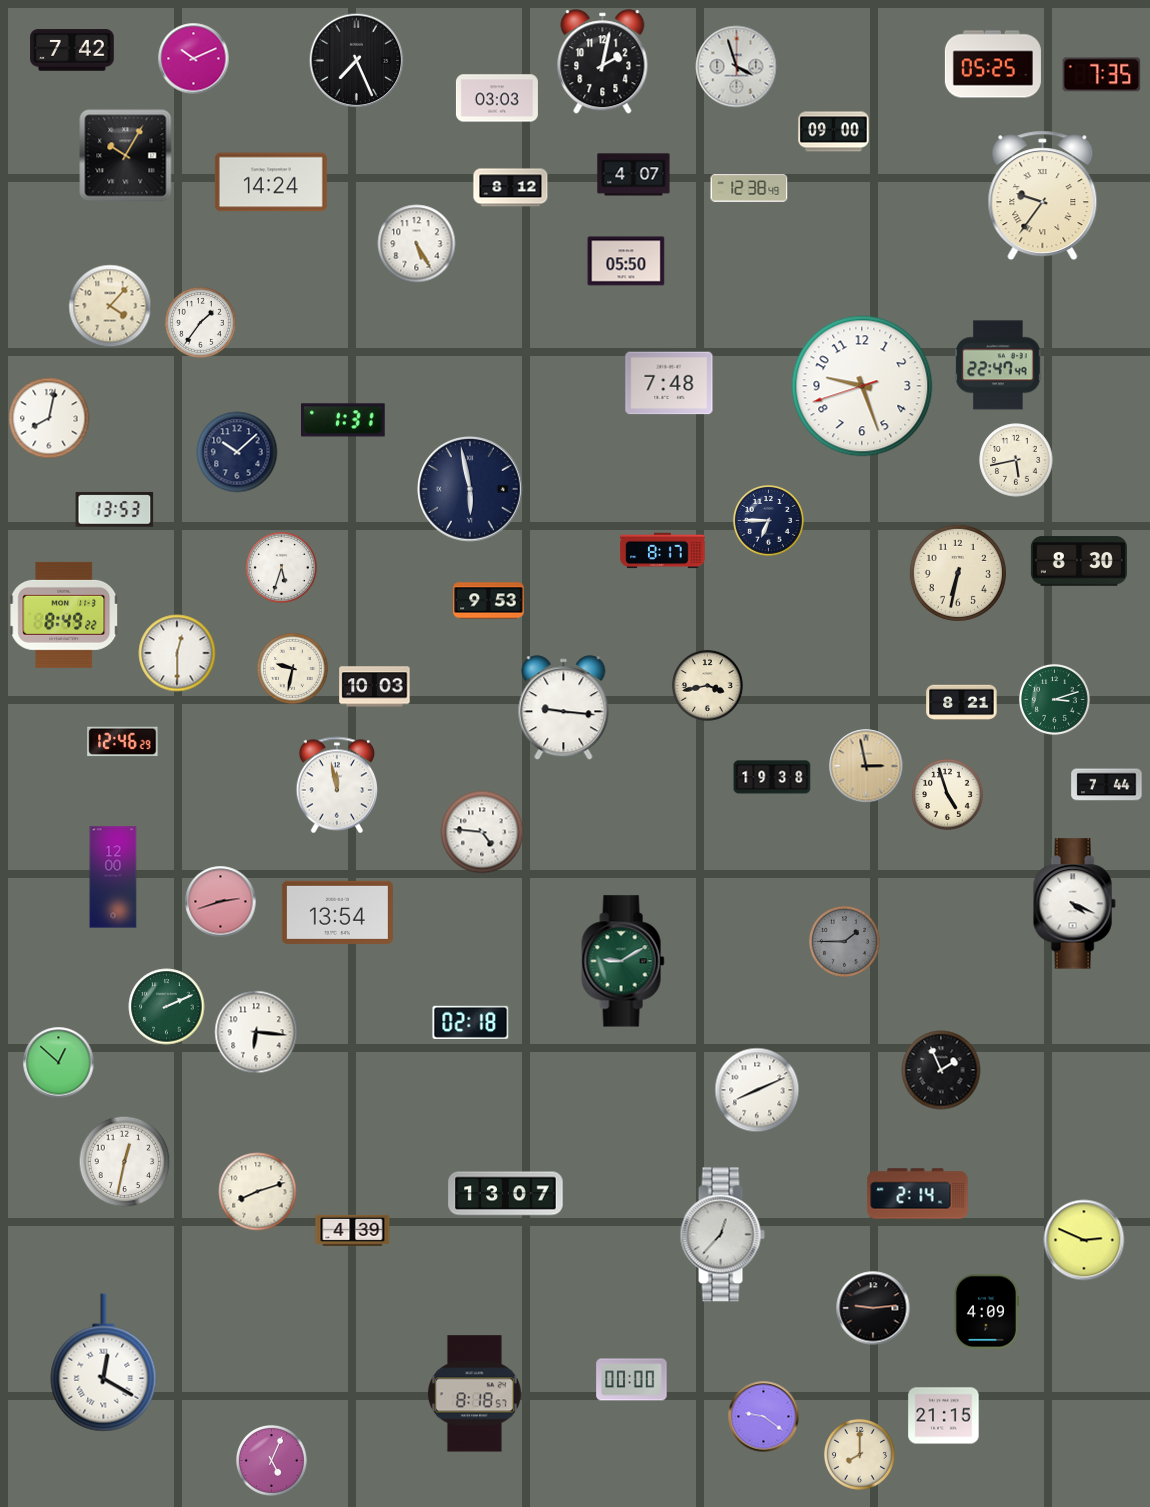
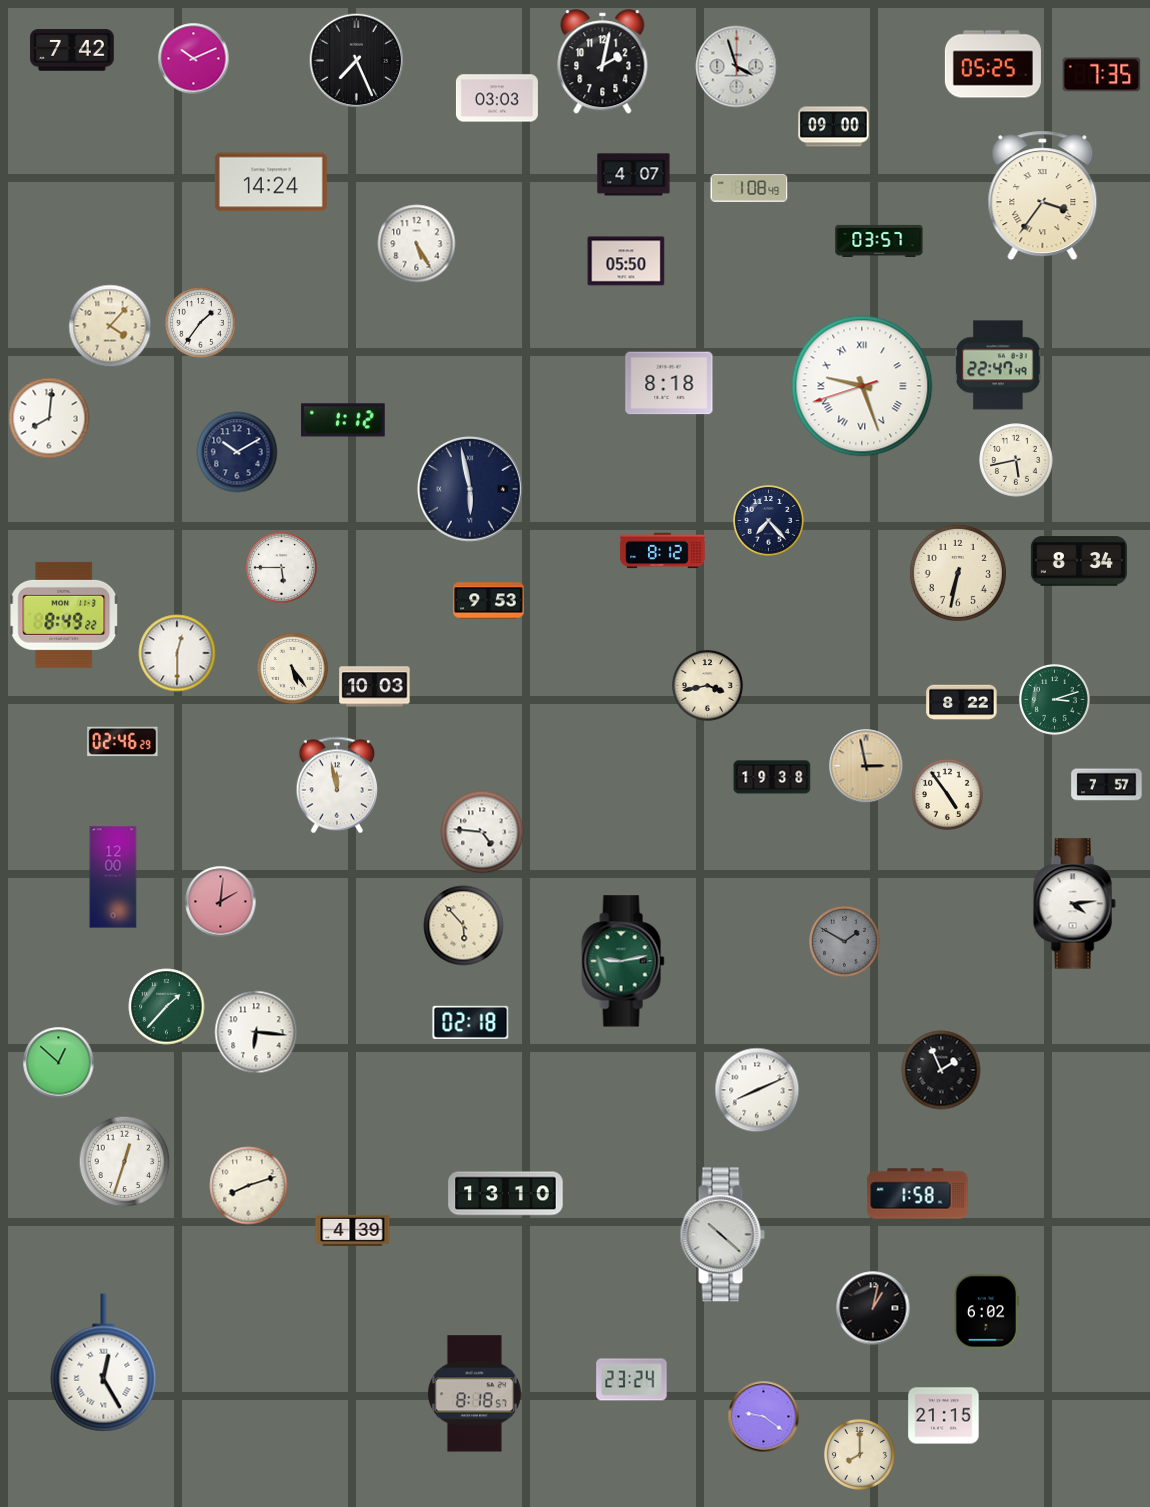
clock at (834, 132) position: (834, 132) -> (834, 127)
clock at (126, 156): 10:05 -> none
clock at (511, 188): 8:12 -> none
clock at (749, 188): 12:38 -> 1:08
clock at (1043, 196): 9:36 -> 3:36
clock at (879, 241): none -> 03:57
clock at (110, 306) position: (110, 306) -> (110, 326)
clock at (669, 383): 7:48 -> 8:18
clock at (862, 386) numerals: Arabic -> Roman
clock at (49, 418): 8:02 -> 8:01
clock at (344, 420): 1:31 -> 1:12
clock at (237, 452): 10:08 -> 10:10
clock at (115, 510): 13:53 -> none
clock at (768, 520): 6:45 -> 7:23
clock at (663, 551): 8:17 -> 8:12
clock at (1079, 561): 8:30 -> 8:34
clock at (281, 567): 5:33 -> 5:45
clock at (292, 668): 9:32 -> 5:24
clock at (962, 703): 8:21 -> 8:22
clock at (564, 708): 9:16 -> none
clock at (123, 742): 12:46 -> 02:46
clock at (1107, 785): 7:44 -> 7:57
clock at (947, 794): 4:57 -> 4:54
clock at (221, 902): 2:42 -> 2:01
clock at (1074, 904): 4:19 -> 4:14
clock at (337, 912): 13:54 -> none
clock at (464, 926): none -> 5:53
clock at (844, 941): 1:45 -> 1:50
clock at (623, 961): 9:10 -> 9:13
clock at (167, 1007): 2:11 -> 1:37
clock at (125, 1162): 12:32 -> 12:33
clock at (258, 1192) position: (258, 1192) -> (249, 1186)
clock at (506, 1194): 13:07 -> 13:10
clock at (918, 1194): 2:14 -> 1:58
clock at (722, 1235): 12:37 -> 10:22
clock at (1084, 1240): 2:49 -> none
clock at (873, 1308): 9:14 -> 1:02
clock at (987, 1312): 4:09 -> 6:02
clock at (104, 1363): 12:20 -> 12:25
clock at (632, 1380): 00:00 -> 23:24
clock at (271, 1460): 5:04 -> none
